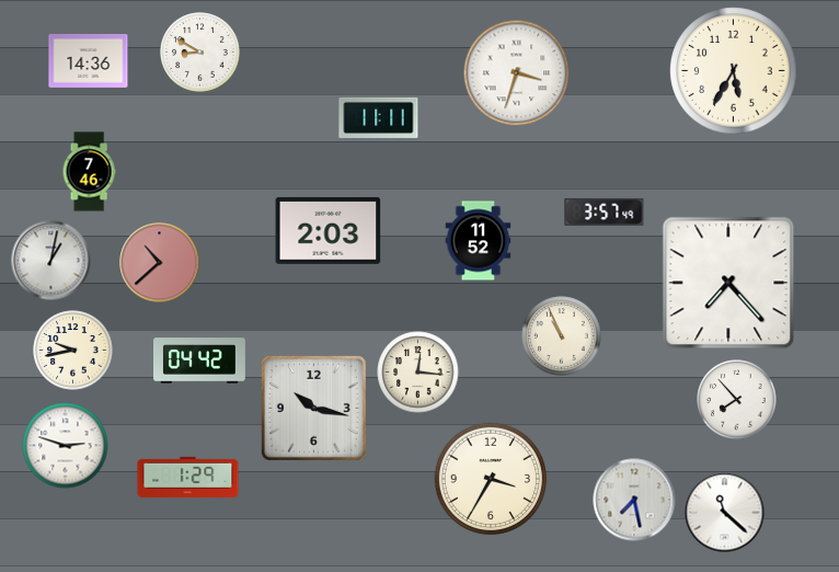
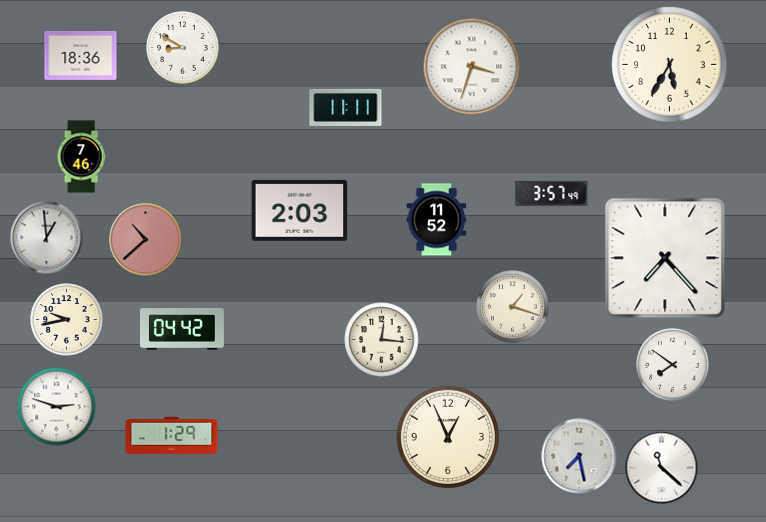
clock at (89, 60): 14:36 -> 18:36
clock at (51, 261): 1:02 -> 12:59
clock at (562, 336): 10:56 -> 1:18
clock at (737, 400): 7:53 -> 7:51
clock at (313, 408): 10:17 -> none
clock at (66, 446) position: (66, 446) -> (57, 407)
clock at (490, 478): 3:35 -> 12:56
